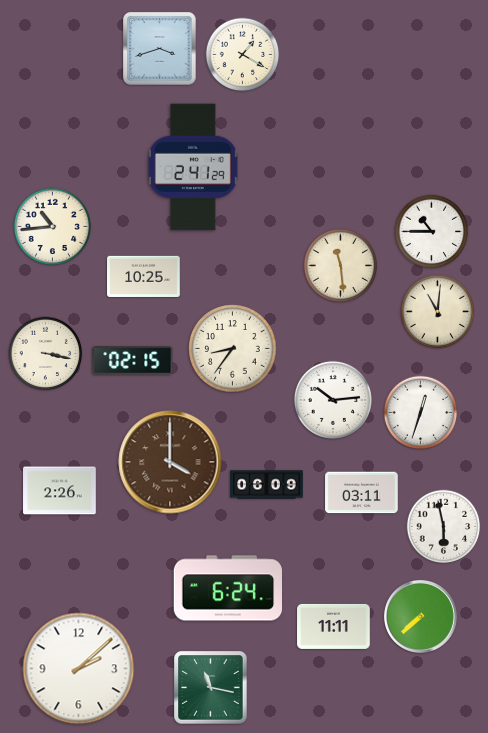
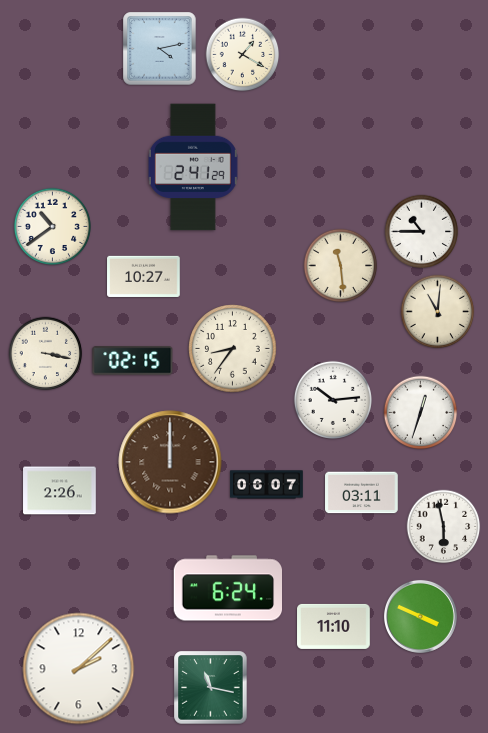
clock at (160, 49): 3:42 -> 4:13
clock at (52, 226): 10:44 -> 10:39
clock at (432, 232) position: (432, 232) -> (422, 232)
clock at (144, 276): 10:25 -> 10:27
clock at (170, 462): 4:00 -> 12:00
clock at (267, 485): 06:09 -> 06:07
clock at (420, 616): 7:38 -> 3:49
clock at (334, 626): 11:11 -> 11:10
